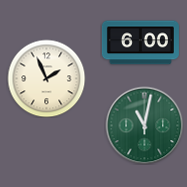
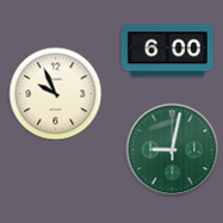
clock at (46, 78): 1:56 -> 9:56
clock at (144, 125): 11:02 -> 9:02
